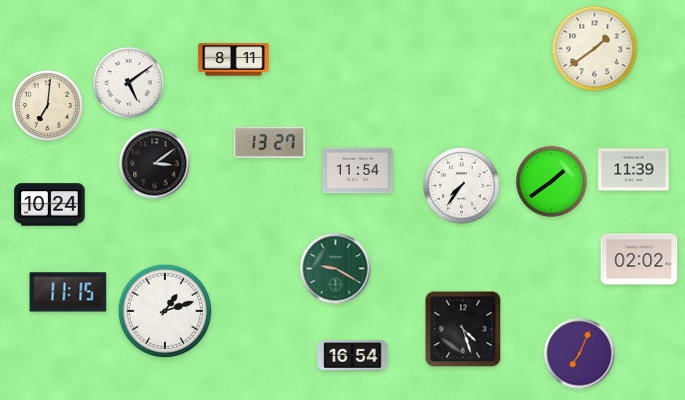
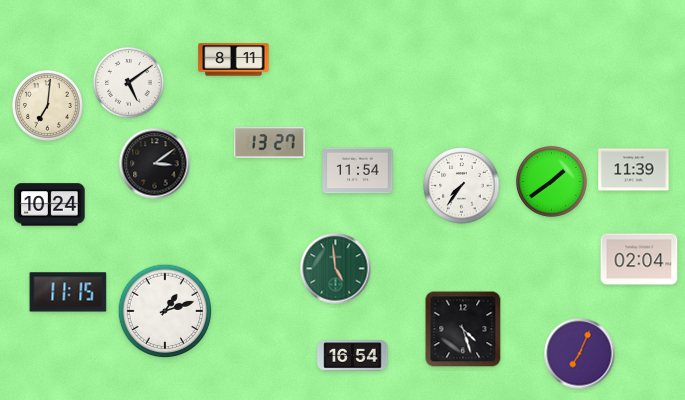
clock at (595, 49): 1:39 -> none
clock at (639, 259): 02:02 -> 02:04
clock at (336, 269): 9:20 -> 4:59
